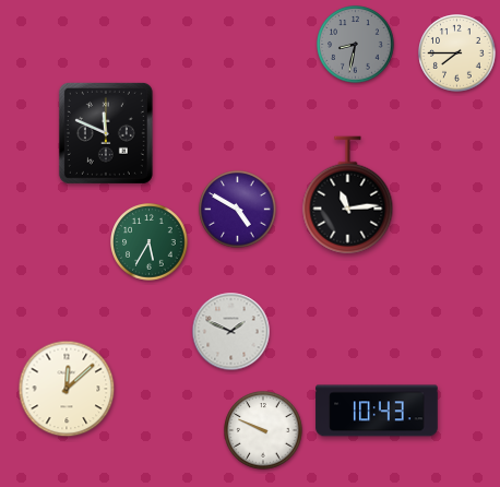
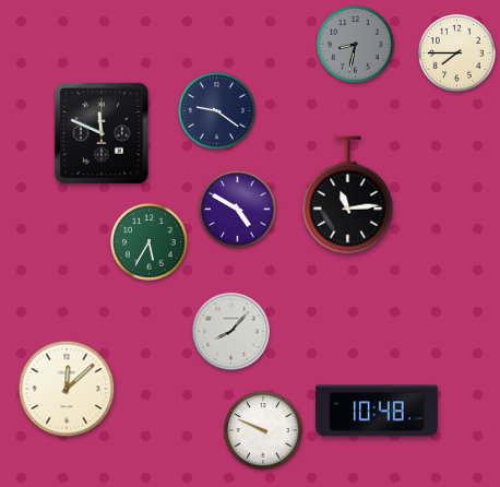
clock at (217, 111): none -> 9:21
clock at (106, 133) position: (106, 133) -> (102, 133)
clock at (231, 332): 1:49 -> 8:07
clock at (377, 411): 10:43 -> 10:48
